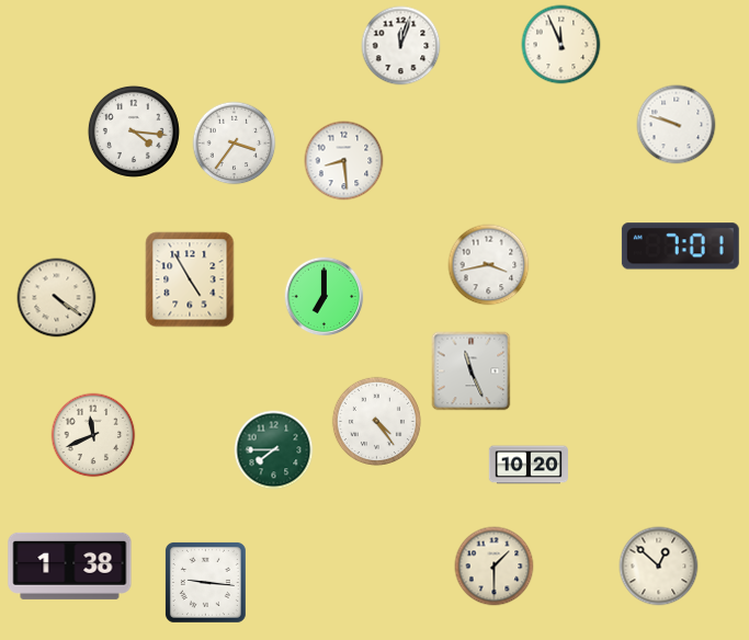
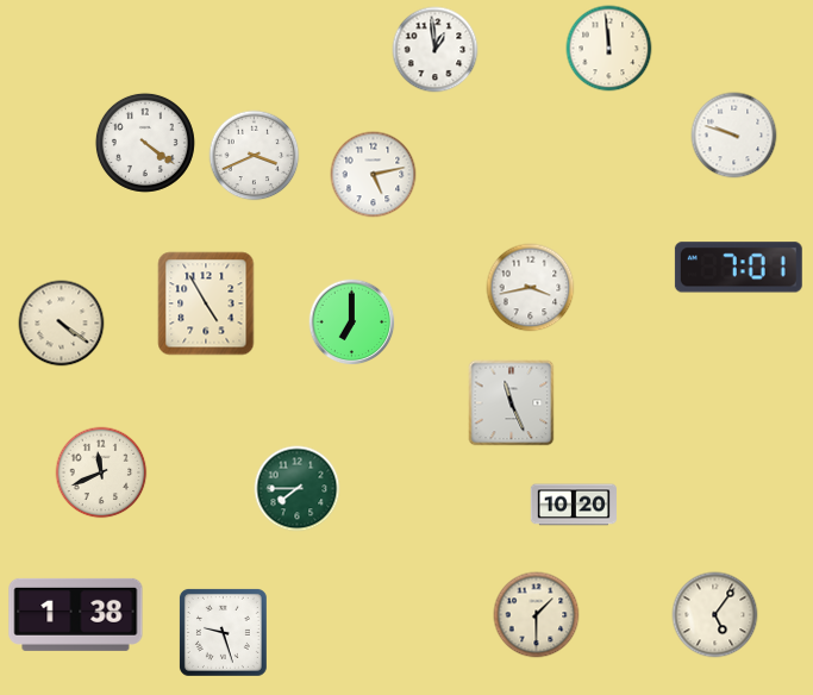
clock at (561, 45): 11:56 -> 11:59
clock at (401, 46): 12:03 -> 12:59
clock at (134, 132): 4:16 -> 4:21
clock at (235, 144): 3:36 -> 3:41
clock at (344, 161): 8:29 -> 5:13
clock at (376, 421): 4:24 -> none
clock at (659, 567): 12:52 -> 5:06
clock at (205, 582): 9:16 -> 9:27
